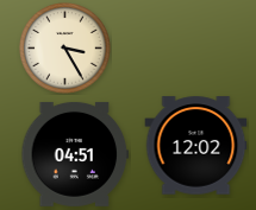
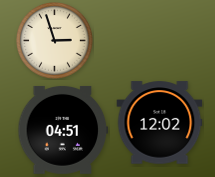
clock at (65, 49): 3:25 -> 2:57
clock at (196, 146) position: (196, 146) -> (160, 123)
